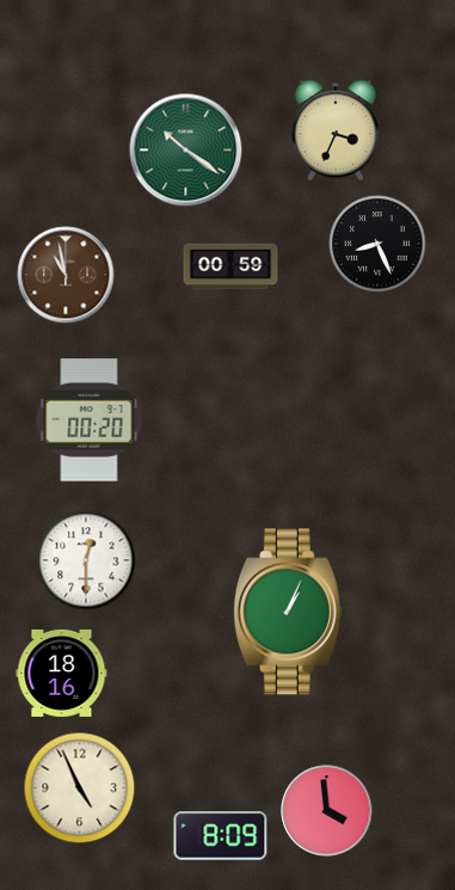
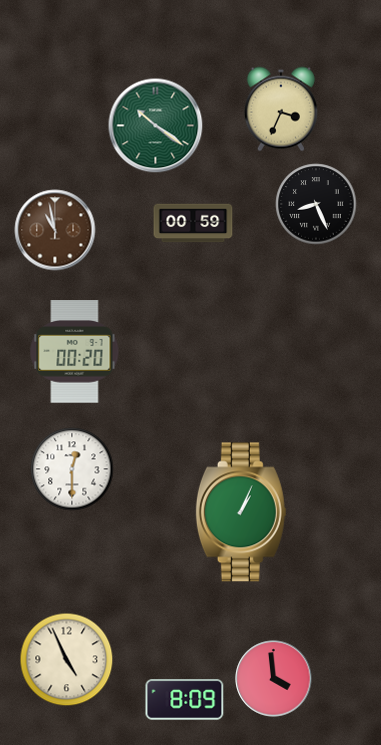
clock at (62, 673): 18:16 -> none
